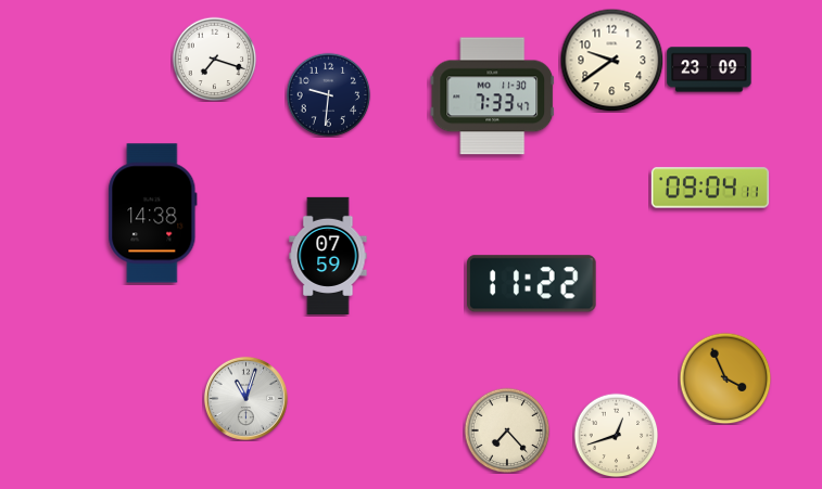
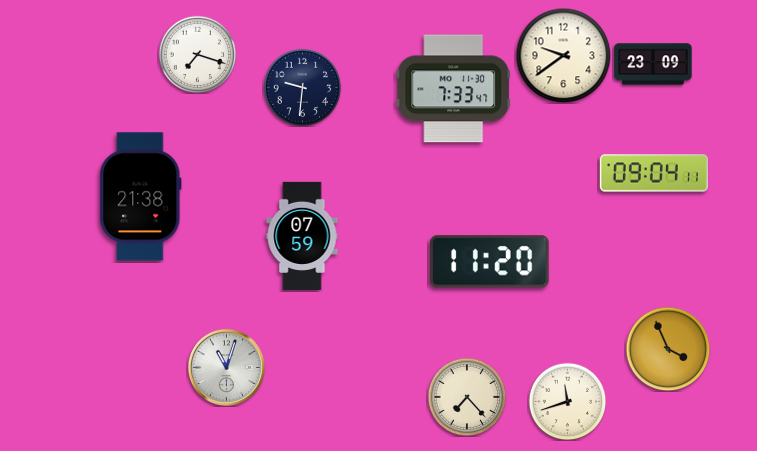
clock at (153, 214): 14:38 -> 21:38
clock at (532, 284): 11:22 -> 11:20
clock at (616, 435): 12:42 -> 11:42
